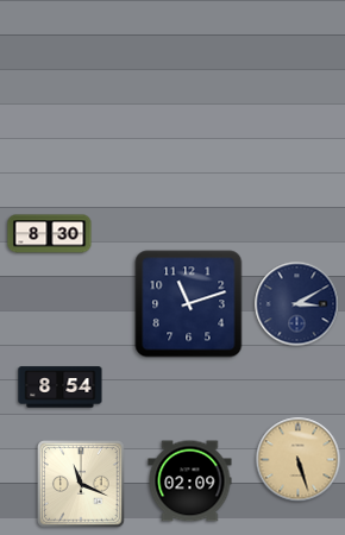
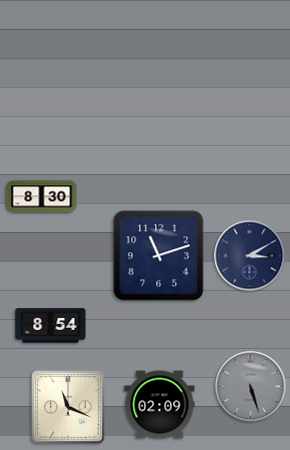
clock at (299, 460) dial: champagne -> grey
